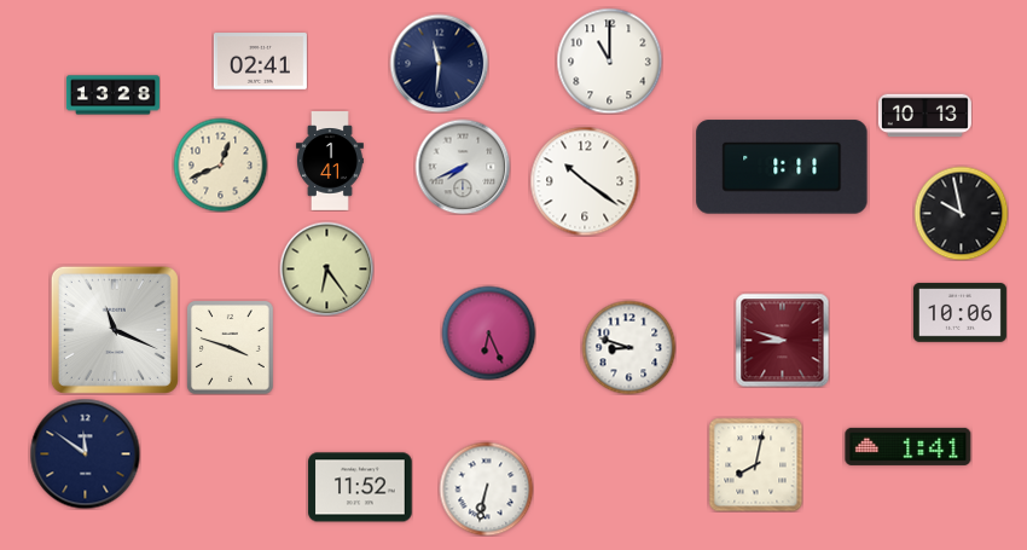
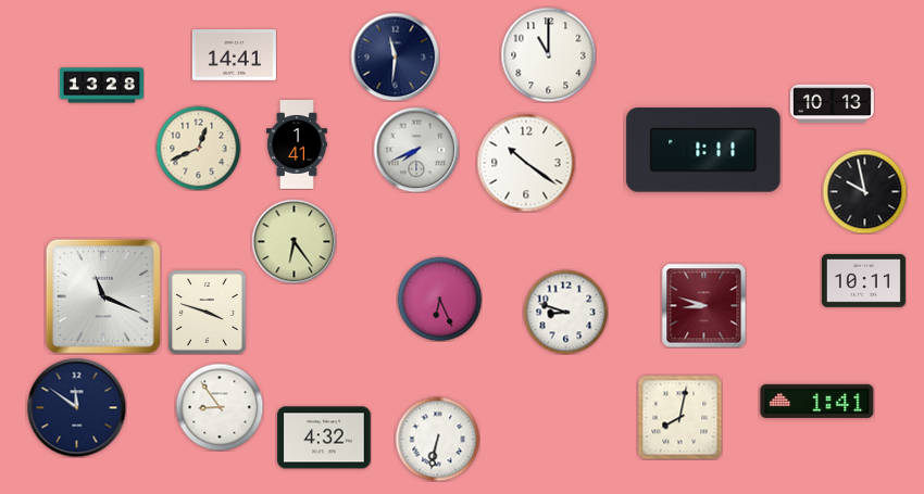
clock at (260, 62): 02:41 -> 14:41
clock at (959, 313): 10:06 -> 10:11
clock at (220, 407): none -> 8:54
clock at (360, 487): 11:52 -> 4:32
